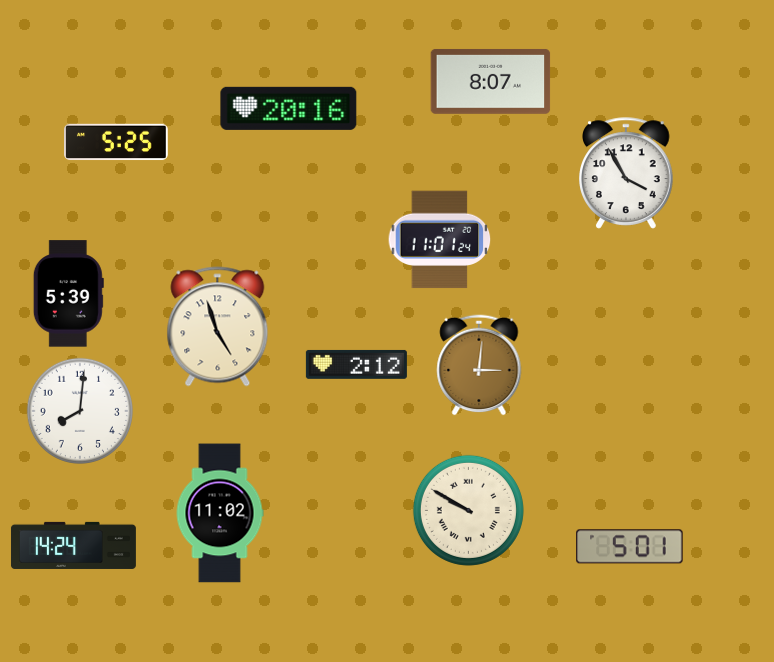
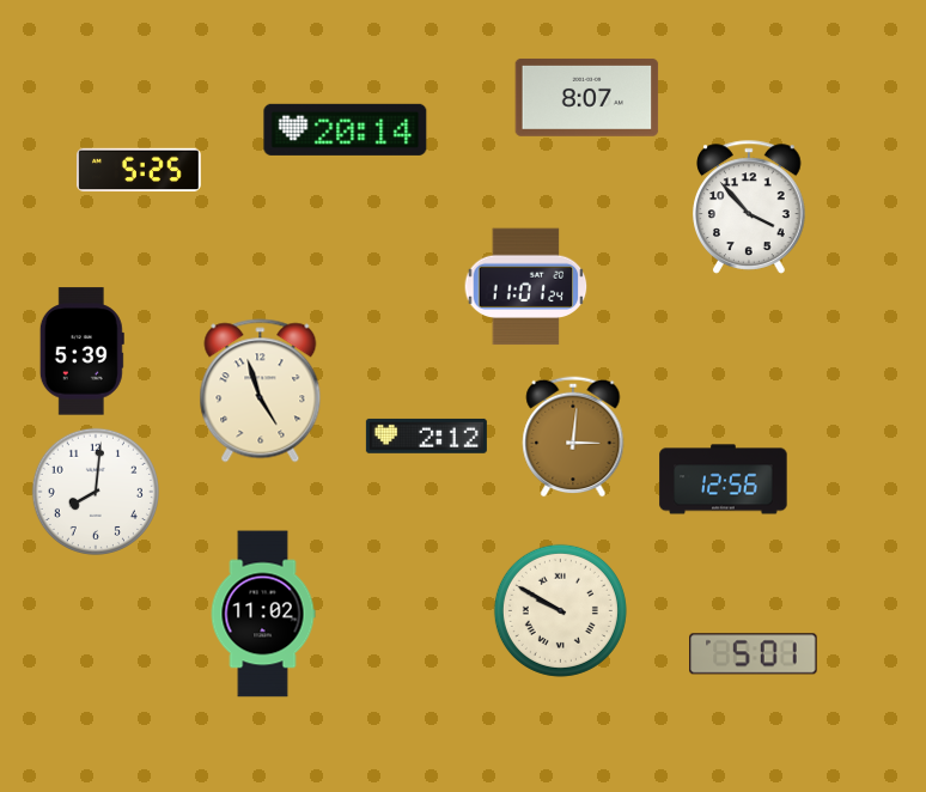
clock at (289, 108): 20:16 -> 20:14
clock at (626, 173): 3:55 -> 3:53
clock at (724, 480): none -> 12:56
clock at (73, 545): 14:24 -> none
